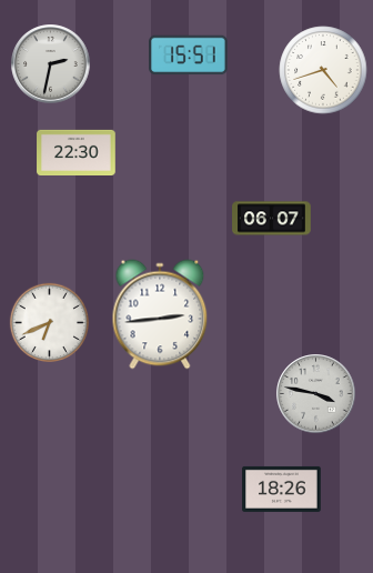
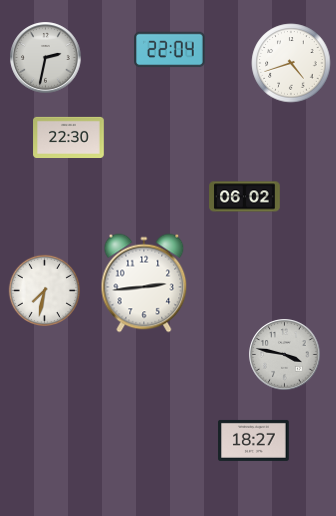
clock at (189, 56): 15:51 -> 22:04
clock at (272, 219): 06:07 -> 06:02
clock at (49, 322): 6:41 -> 7:32
clock at (282, 489): 18:26 -> 18:27
